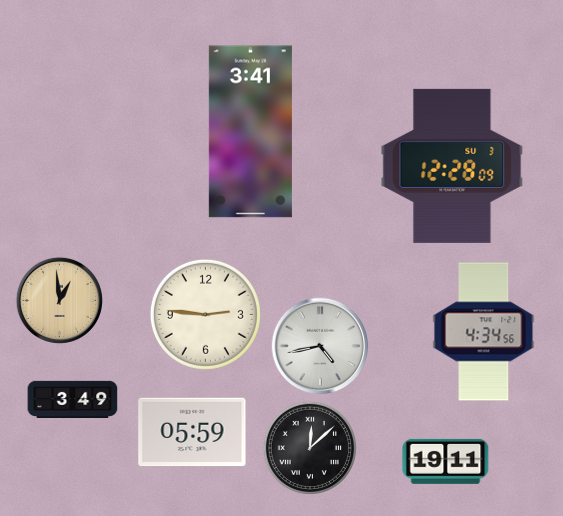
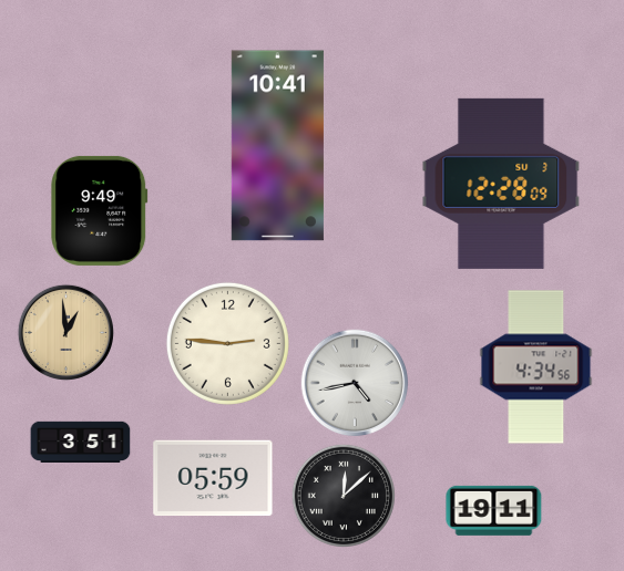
clock at (250, 132): 3:41 -> 10:41
clock at (100, 210): none -> 9:49
clock at (205, 314) position: (205, 314) -> (227, 343)
clock at (73, 399): 3:49 -> 3:51
